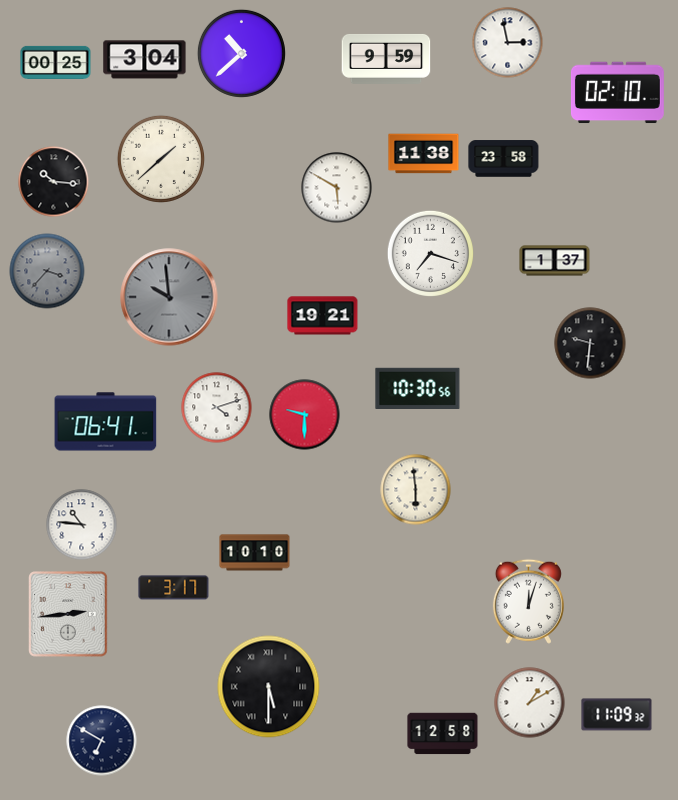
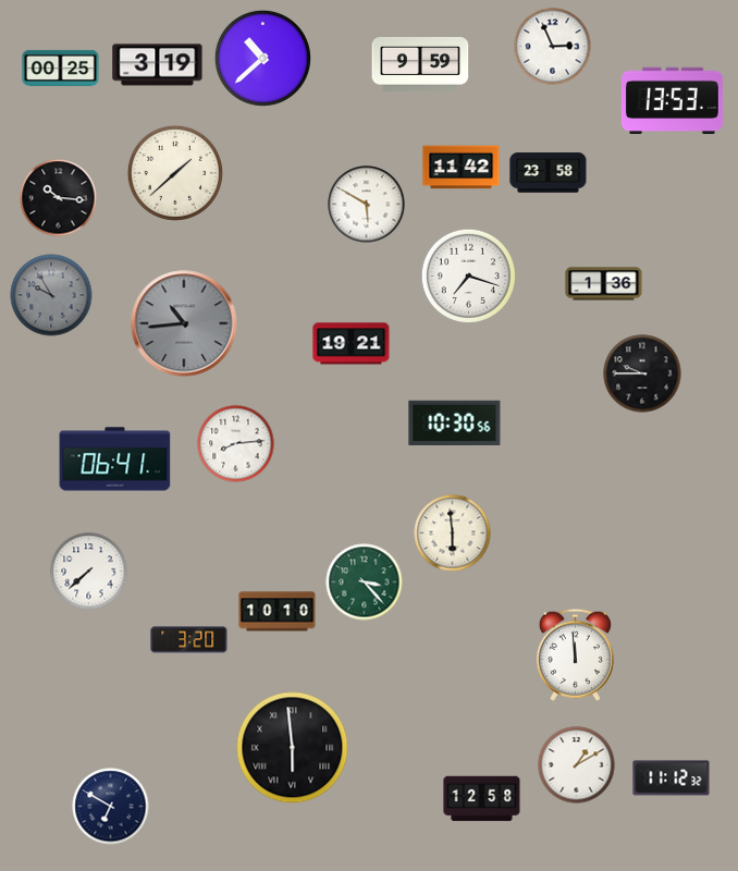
clock at (508, 43): 2:58 -> 2:56
clock at (145, 60): 3:04 -> 3:19
clock at (617, 93): 02:10 -> 13:53
clock at (424, 154): 11:38 -> 11:42
clock at (555, 261): 1:37 -> 1:36
clock at (47, 271): 3:37 -> 9:55
clock at (169, 297): 9:59 -> 10:44
clock at (590, 343): 9:31 -> 9:45
clock at (217, 408): 4:12 -> 8:14
clock at (305, 415): 9:30 -> none
clock at (82, 525): 10:46 -> 7:38
clock at (365, 582): none -> 3:23
clock at (255, 553) position: (255, 553) -> (278, 612)
clock at (174, 588): 3:17 -> 3:20
clock at (528, 601): 12:03 -> 11:59
clock at (68, 614): 2:44 -> none
clock at (269, 687): 5:30 -> 5:59
clock at (617, 715): 11:09 -> 11:12
